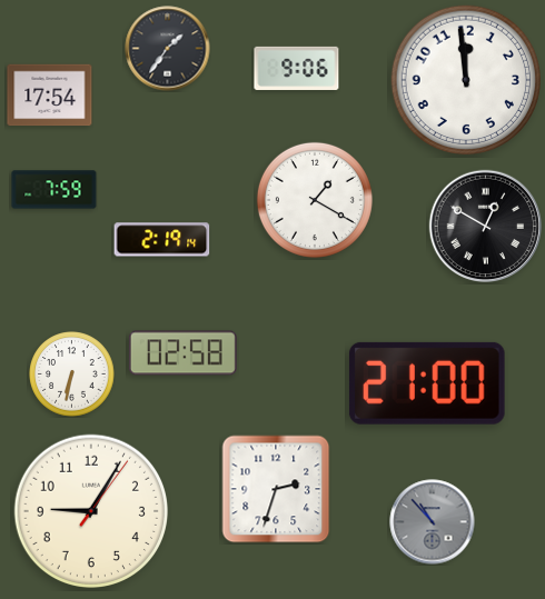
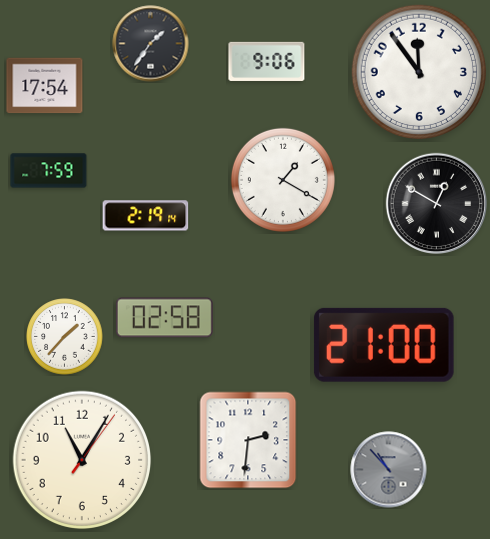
clock at (465, 79): 11:59 -> 11:54
clock at (72, 375): 6:32 -> 1:37
clock at (276, 489): 2:33 -> 2:31
clock at (91, 511): 9:05 -> 11:05
